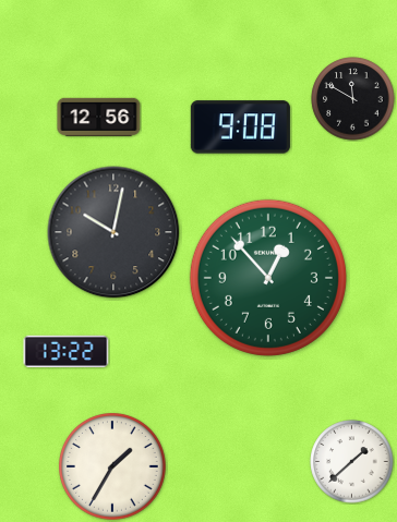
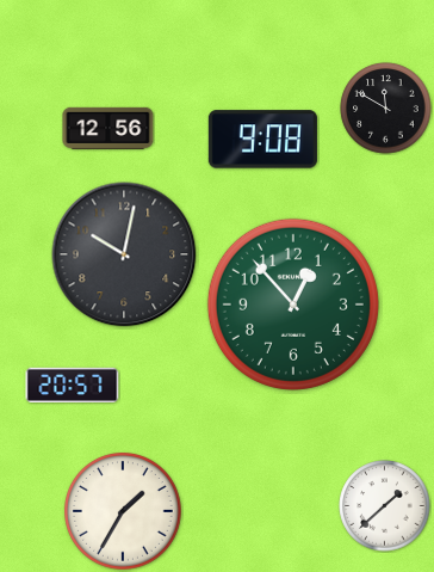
clock at (67, 351): 13:22 -> 20:57
